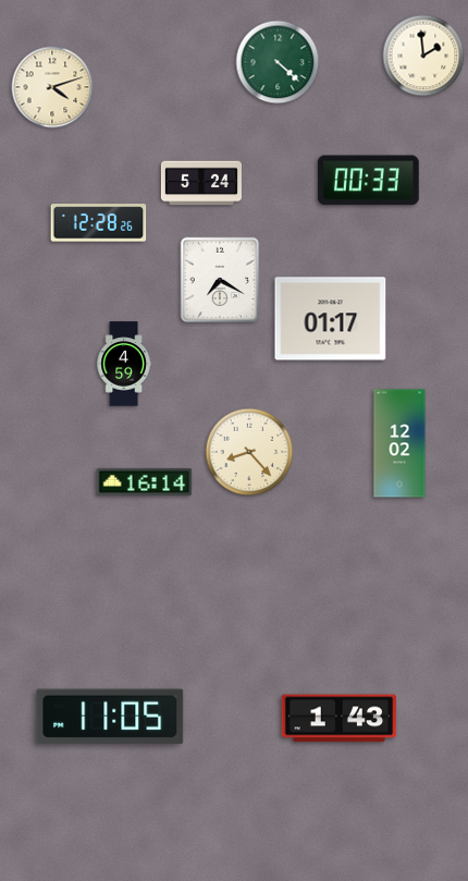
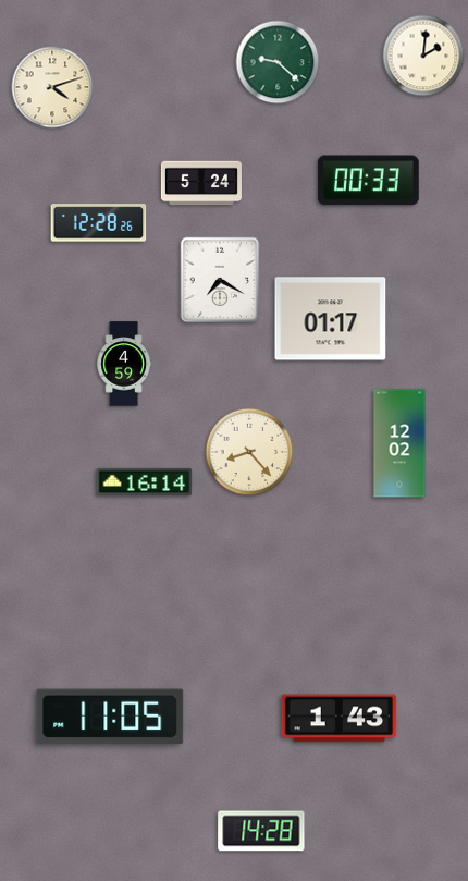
clock at (423, 56): 1:59 -> 2:01
clock at (278, 62): 4:22 -> 9:22
clock at (261, 831): none -> 14:28
